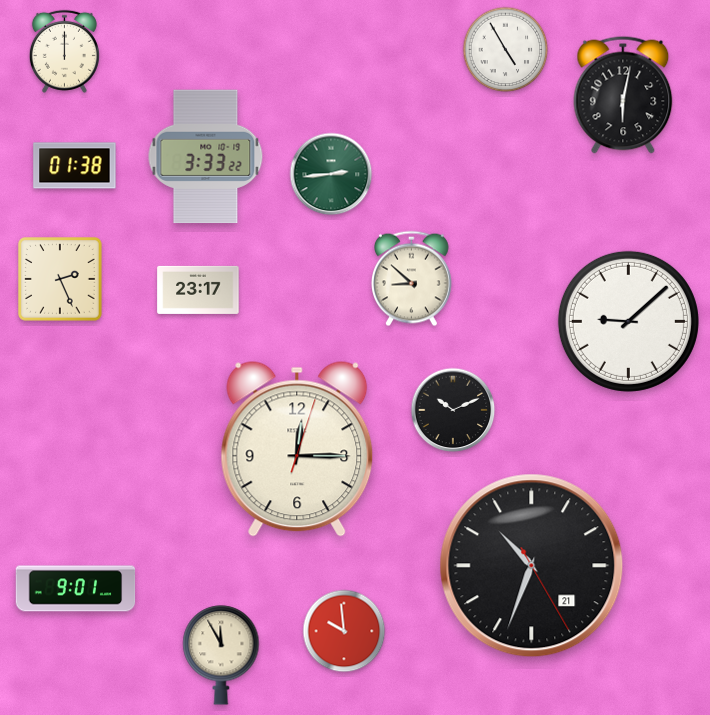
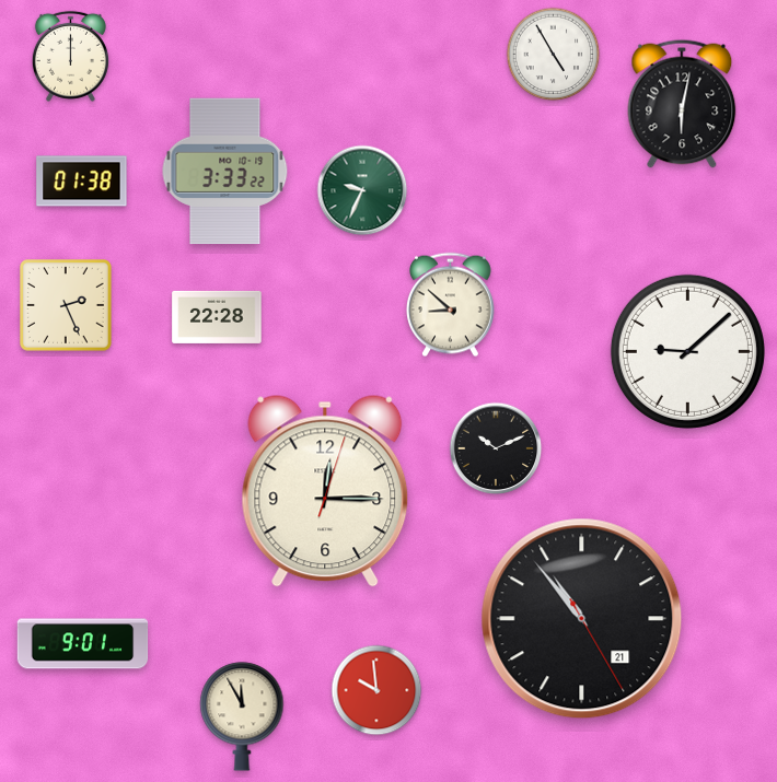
clock at (331, 174): 2:44 -> 9:34
clock at (198, 290): 23:17 -> 22:28
clock at (532, 566): 10:33 -> 10:53
